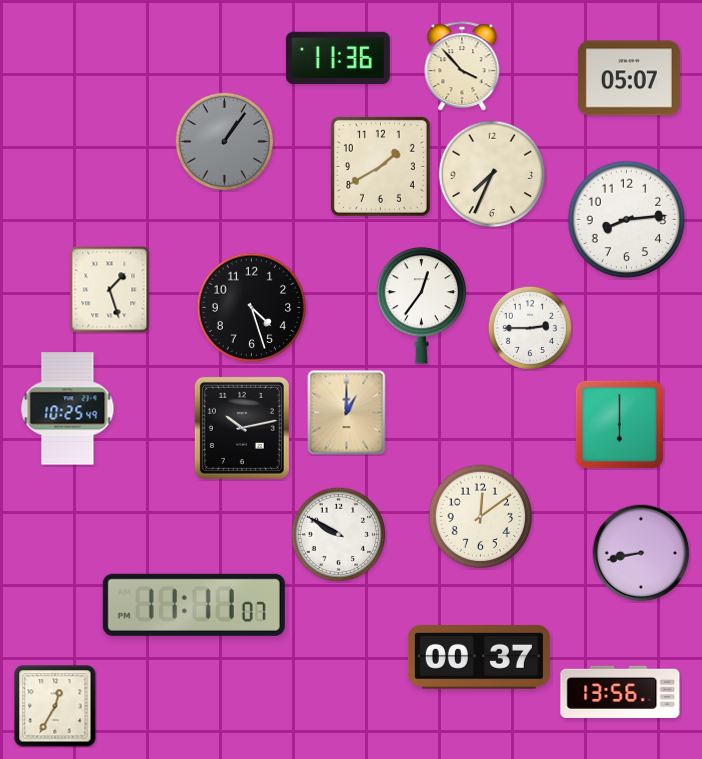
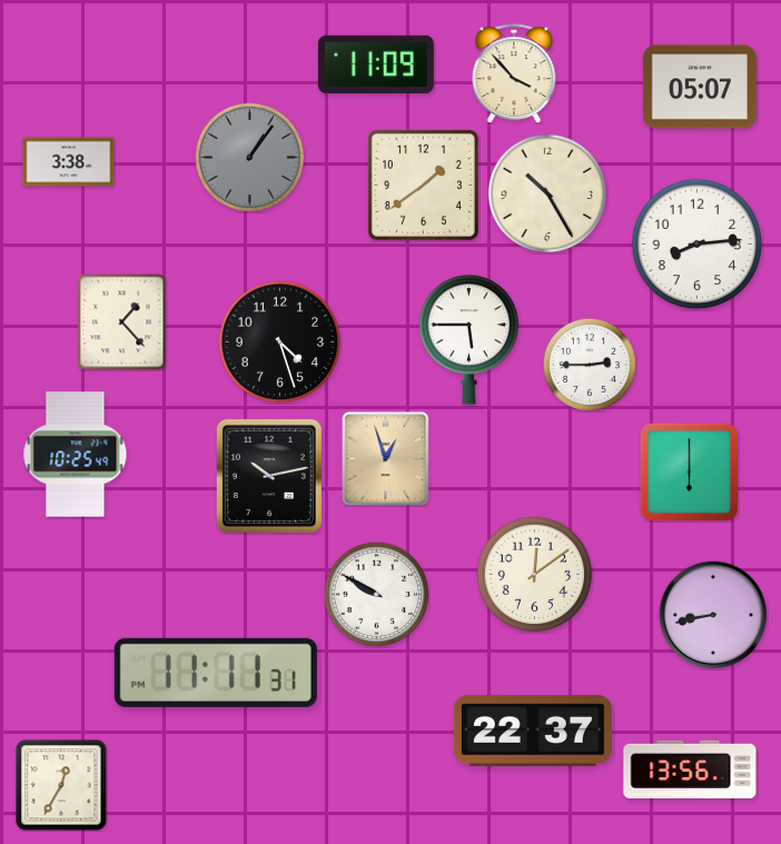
clock at (338, 58): 11:36 -> 11:09
clock at (69, 162): none -> 3:38
clock at (380, 166): 1:40 -> 1:39
clock at (492, 174): 7:34 -> 10:25
clock at (110, 290): 1:27 -> 1:23
clock at (422, 306): 12:36 -> 5:45
clock at (347, 413): 1:00 -> 12:57
clock at (194, 605): 11:11:07 -> 11:11:31
clock at (479, 658): 00:37 -> 22:37
